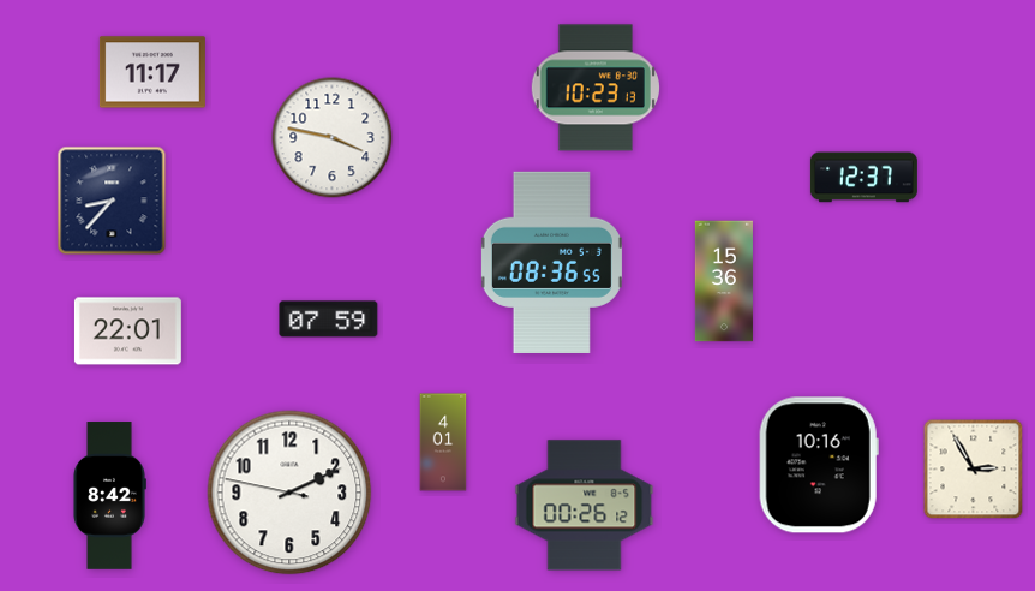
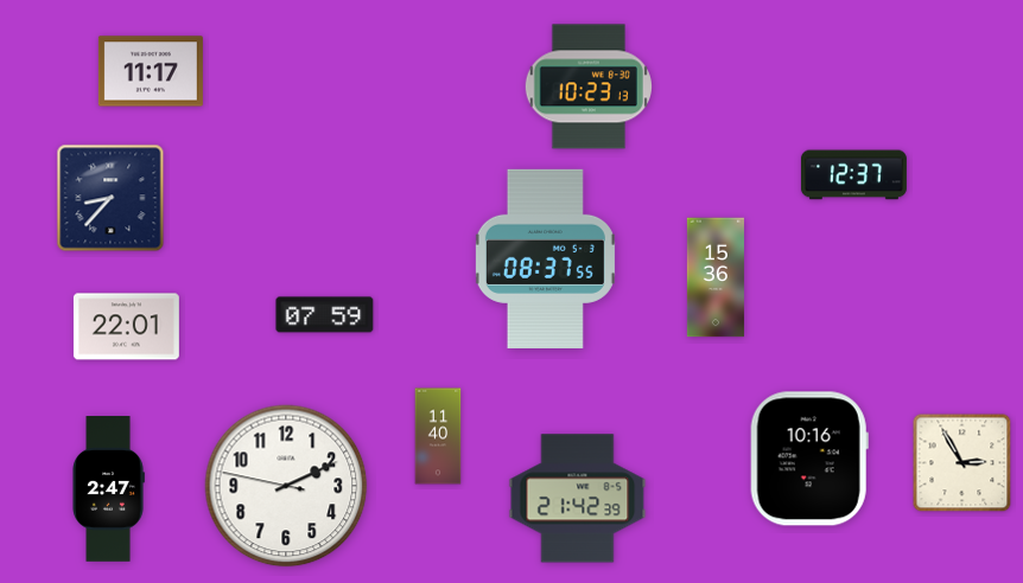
clock at (333, 138): 3:47 -> none
clock at (551, 262): 08:36 -> 08:37
clock at (443, 442): 4:01 -> 11:40
clock at (109, 496): 8:42 -> 2:47
clock at (585, 506): 00:26 -> 21:42
